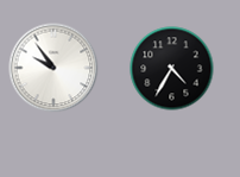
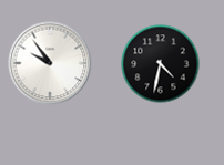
clock at (172, 69): 4:35 -> 4:32
